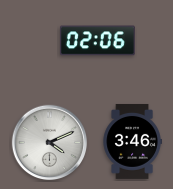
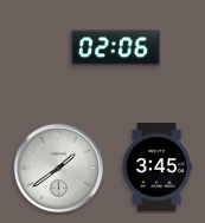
clock at (132, 141): 3:46 -> 3:45
clock at (50, 143): 4:11 -> 1:39
